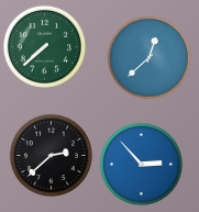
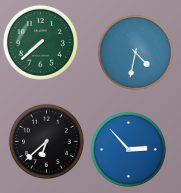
clock at (148, 57): 12:38 -> 4:32
clock at (51, 155): 2:38 -> 6:38
